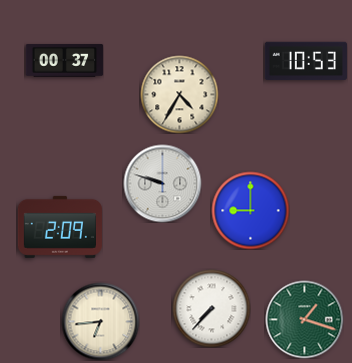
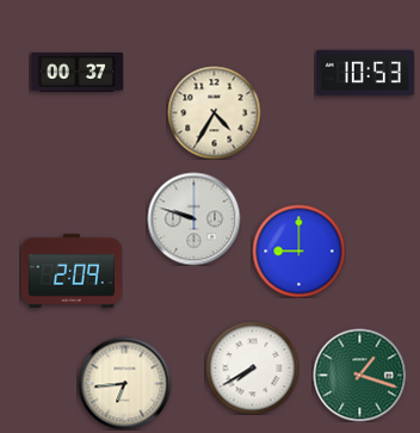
clock at (211, 308): 7:37 -> 7:40
clock at (304, 319) position: (304, 319) -> (359, 375)
clock at (100, 321) position: (100, 321) -> (124, 383)
